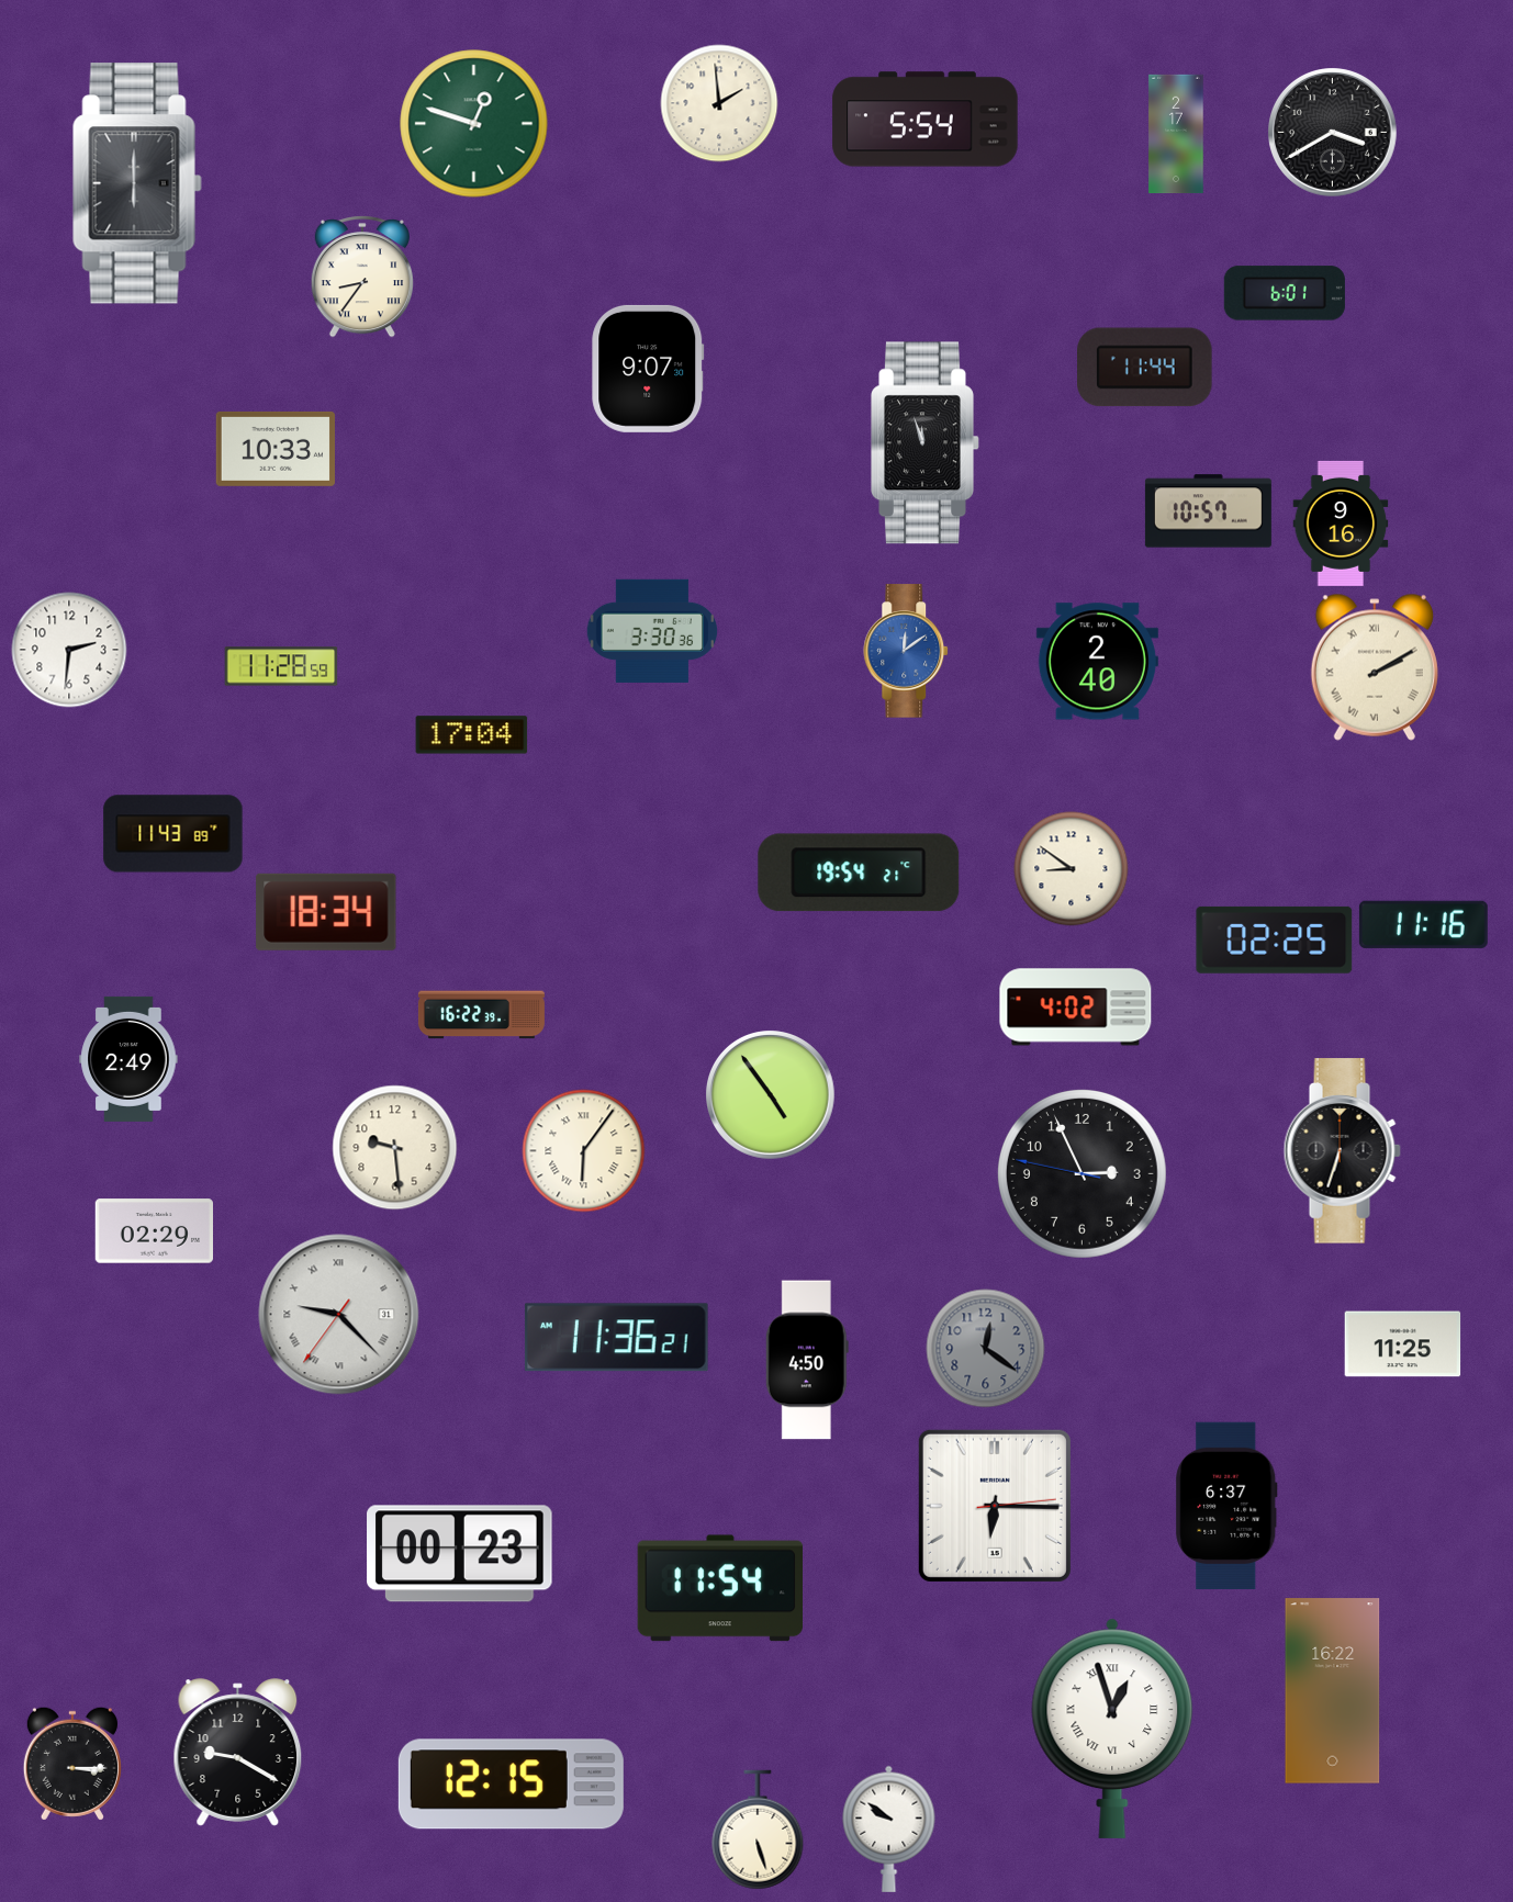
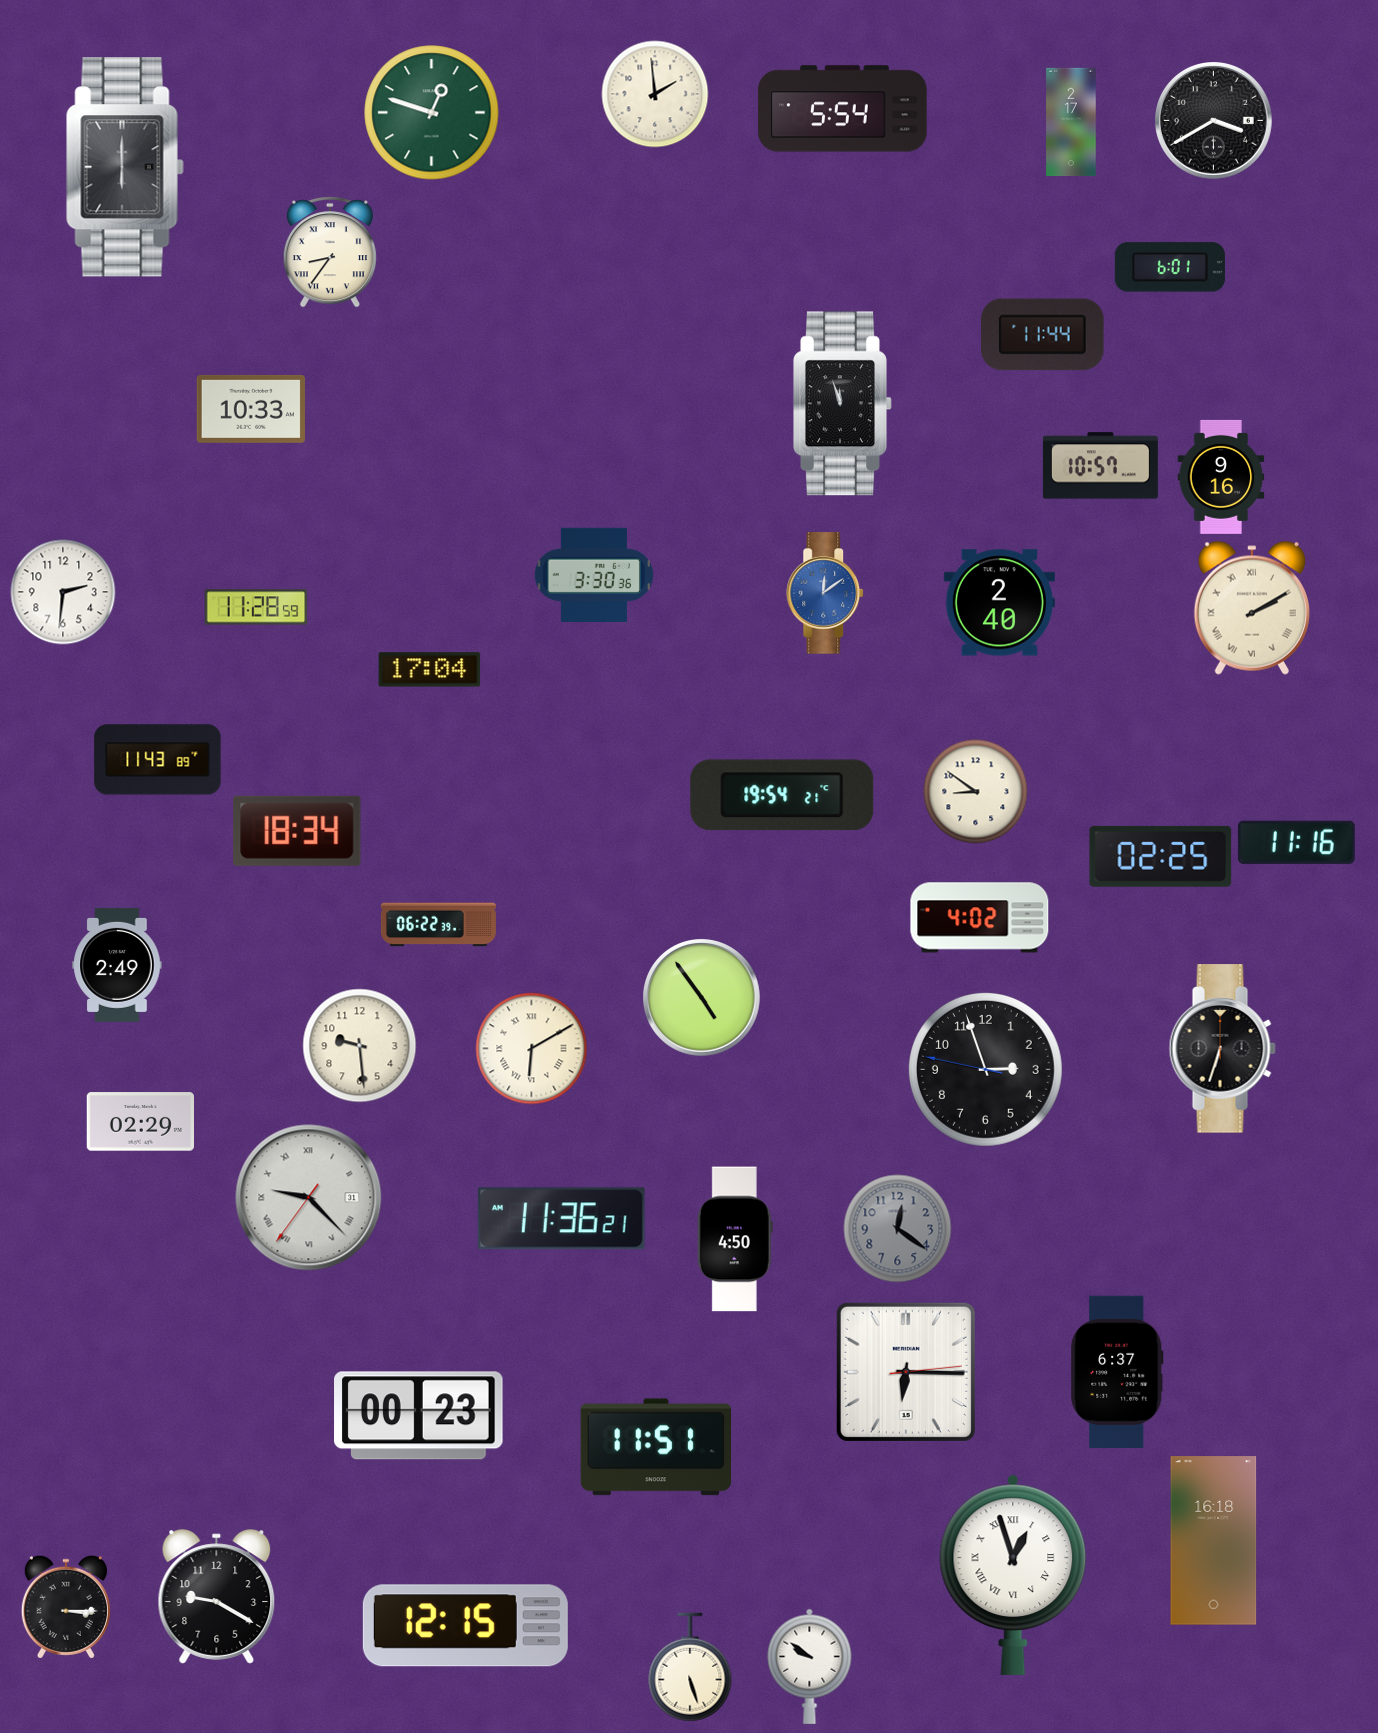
clock at (648, 369): 9:07 -> none
clock at (481, 1015): 16:22 -> 06:22
clock at (584, 1151): 6:06 -> 6:10
clock at (1081, 1173): 2:55 -> 2:56
clock at (1403, 1344): 11:25 -> none
clock at (719, 1588): 11:54 -> 11:51
clock at (1333, 1691): 16:22 -> 16:18
